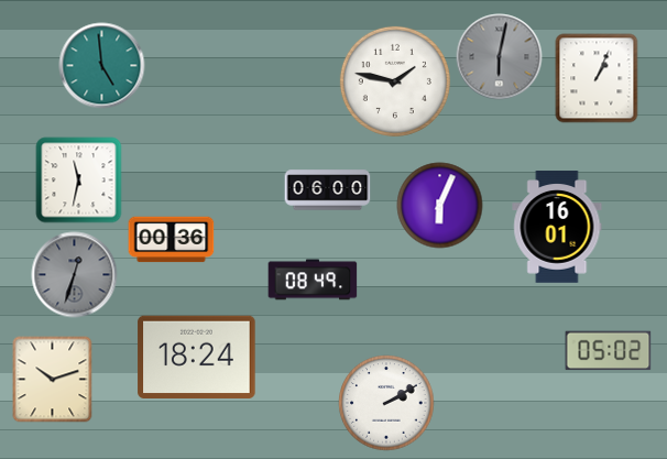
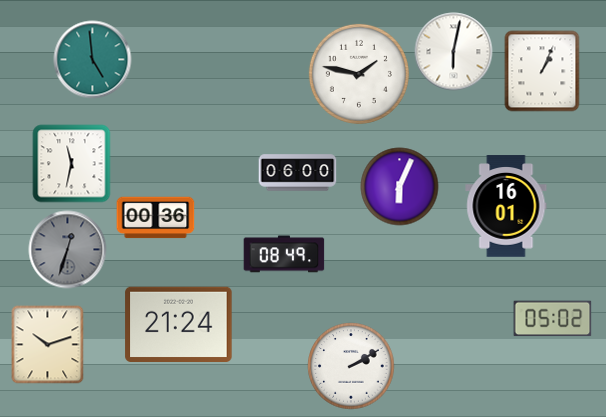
clock at (499, 56) dial: grey -> white
clock at (197, 357): 18:24 -> 21:24
